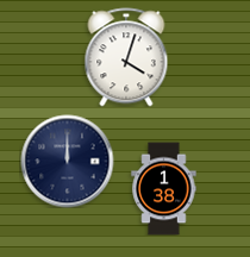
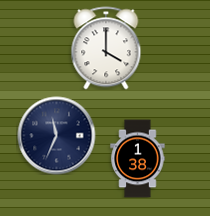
clock at (126, 57): 4:03 -> 4:00
clock at (67, 161): 12:00 -> 11:34
